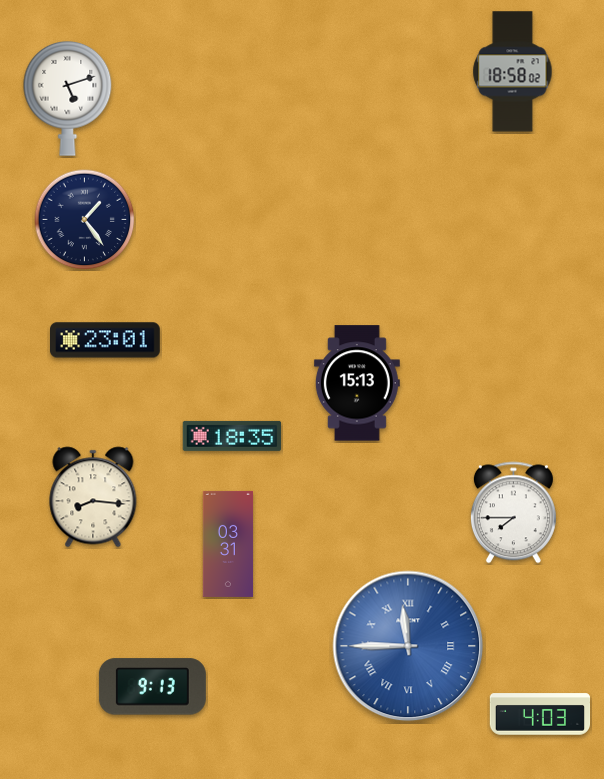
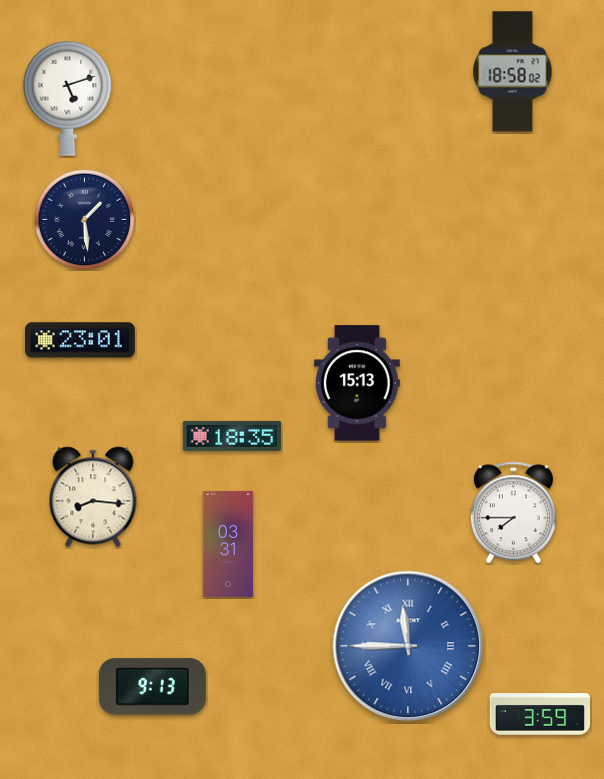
clock at (85, 220): 1:24 -> 1:29
clock at (106, 340) position: (106, 340) -> (81, 340)
clock at (540, 714): 4:03 -> 3:59
